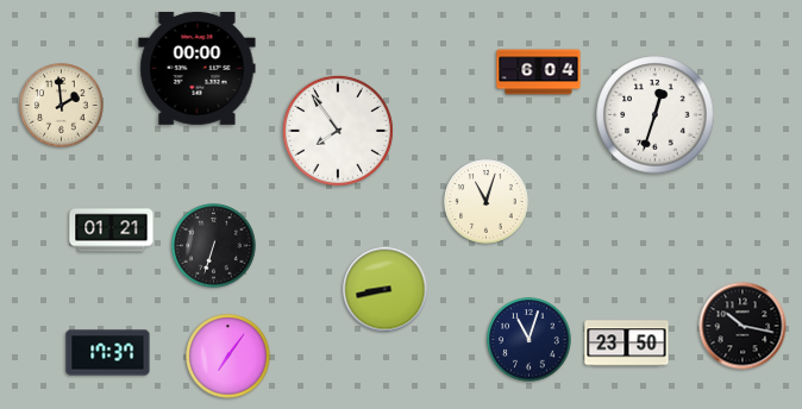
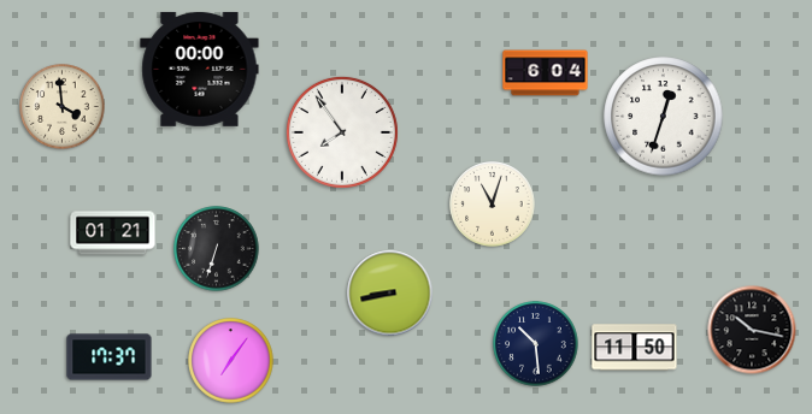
clock at (62, 106): 1:59 -> 3:59
clock at (530, 340): 11:03 -> 10:29
clock at (627, 344): 23:50 -> 11:50
